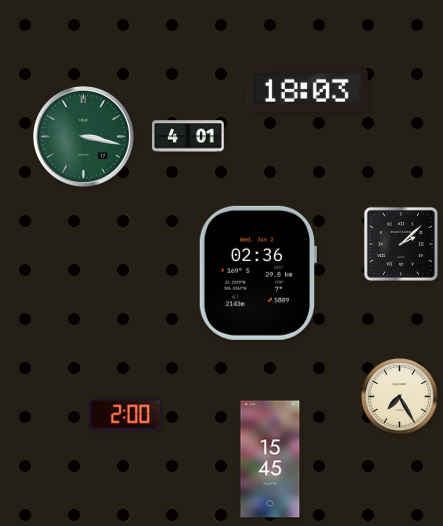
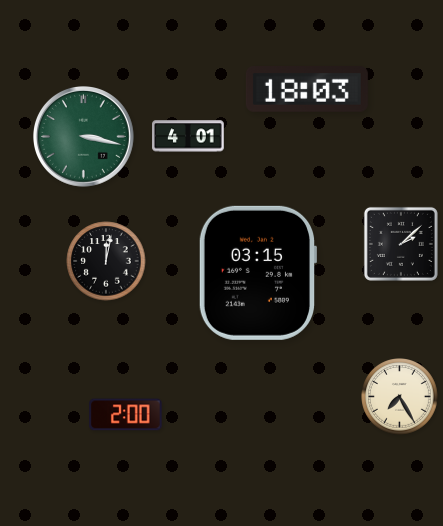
clock at (106, 261): none -> 12:02
clock at (257, 273): 02:36 -> 03:15
clock at (270, 459): 15:45 -> none
